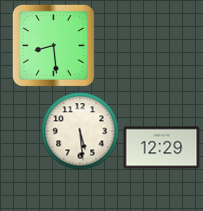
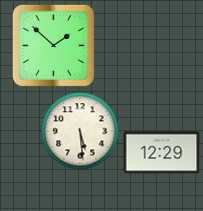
clock at (53, 45): 8:29 -> 1:52
clock at (162, 148) position: (162, 148) -> (162, 153)
